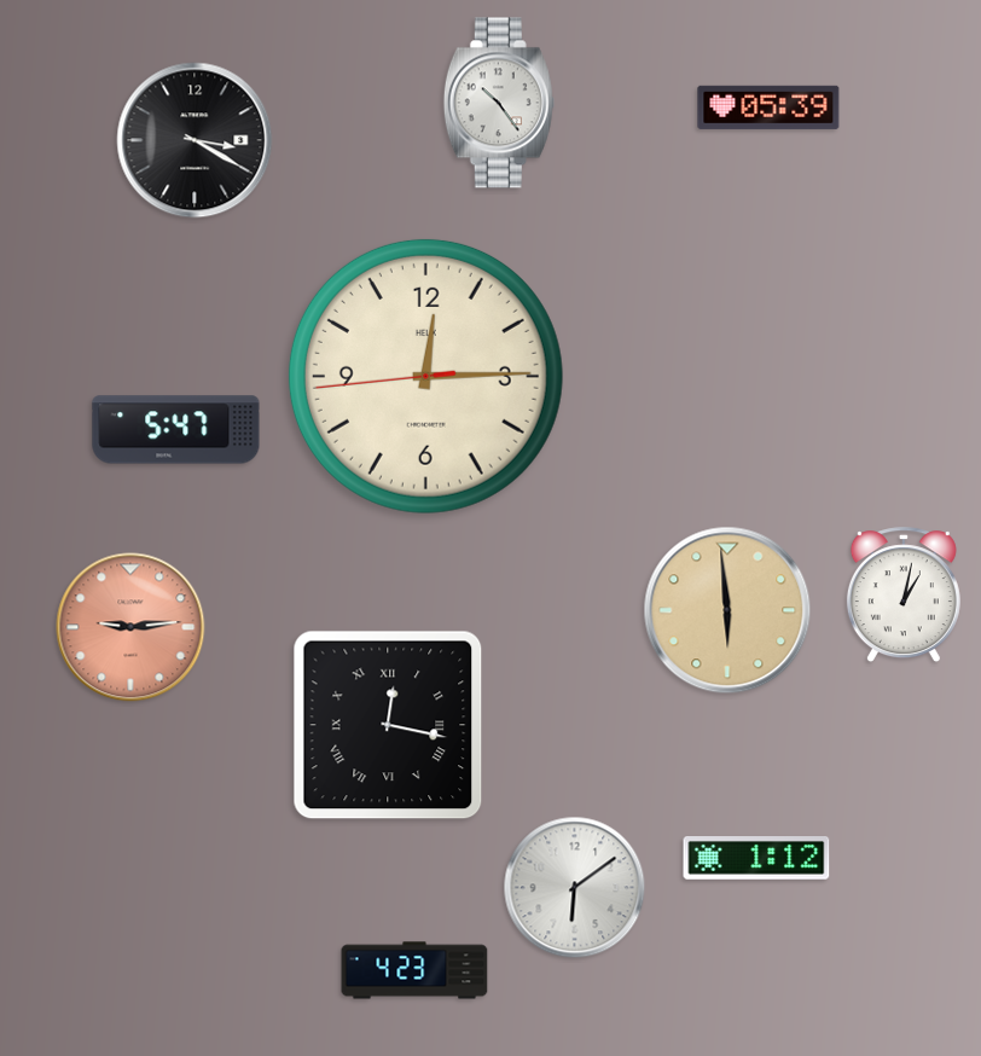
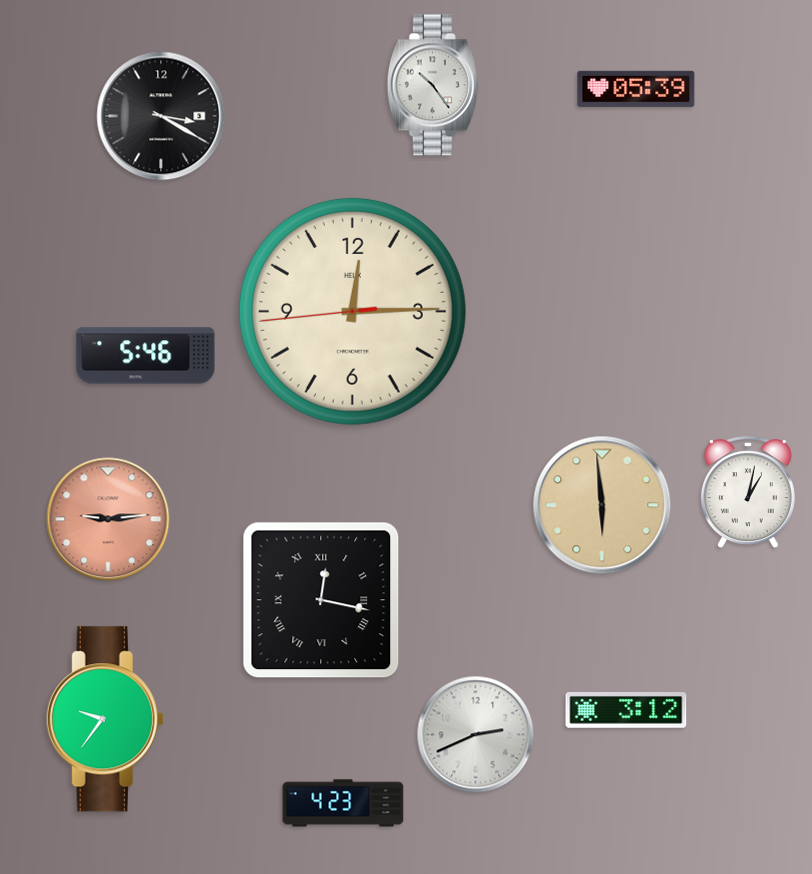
clock at (499, 103) position: (499, 103) -> (433, 85)
clock at (176, 430): 5:47 -> 5:46
clock at (756, 859): 1:12 -> 3:12
clock at (105, 719): none -> 9:36
clock at (575, 888): 6:09 -> 2:41
